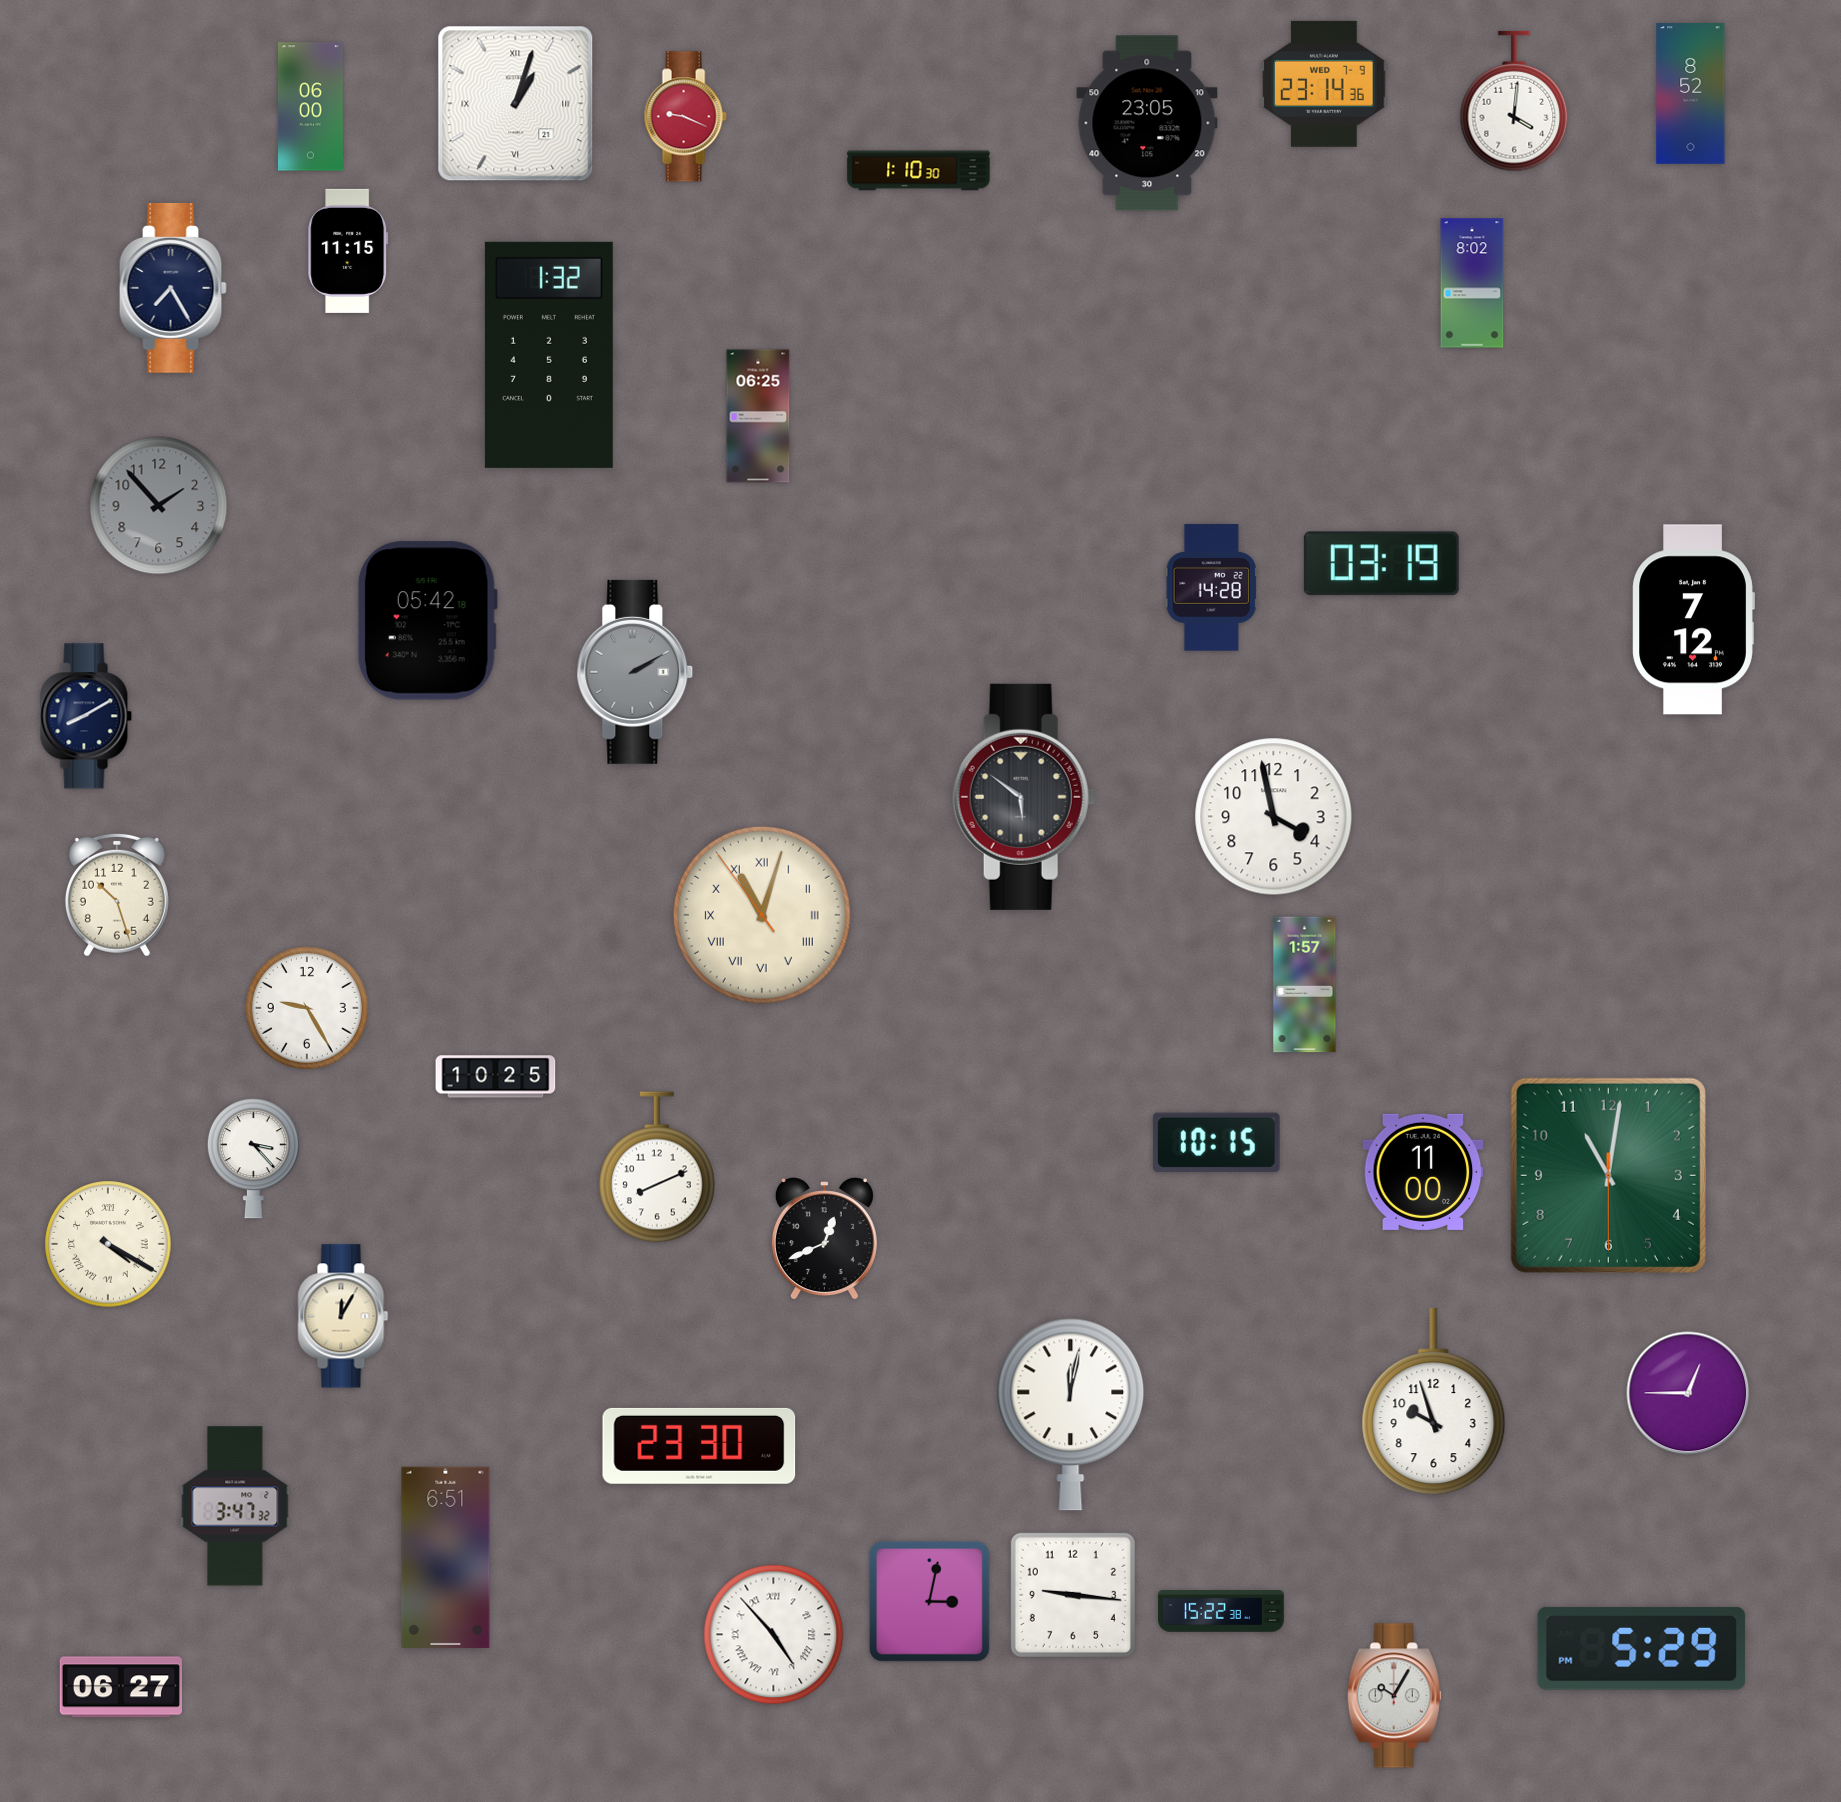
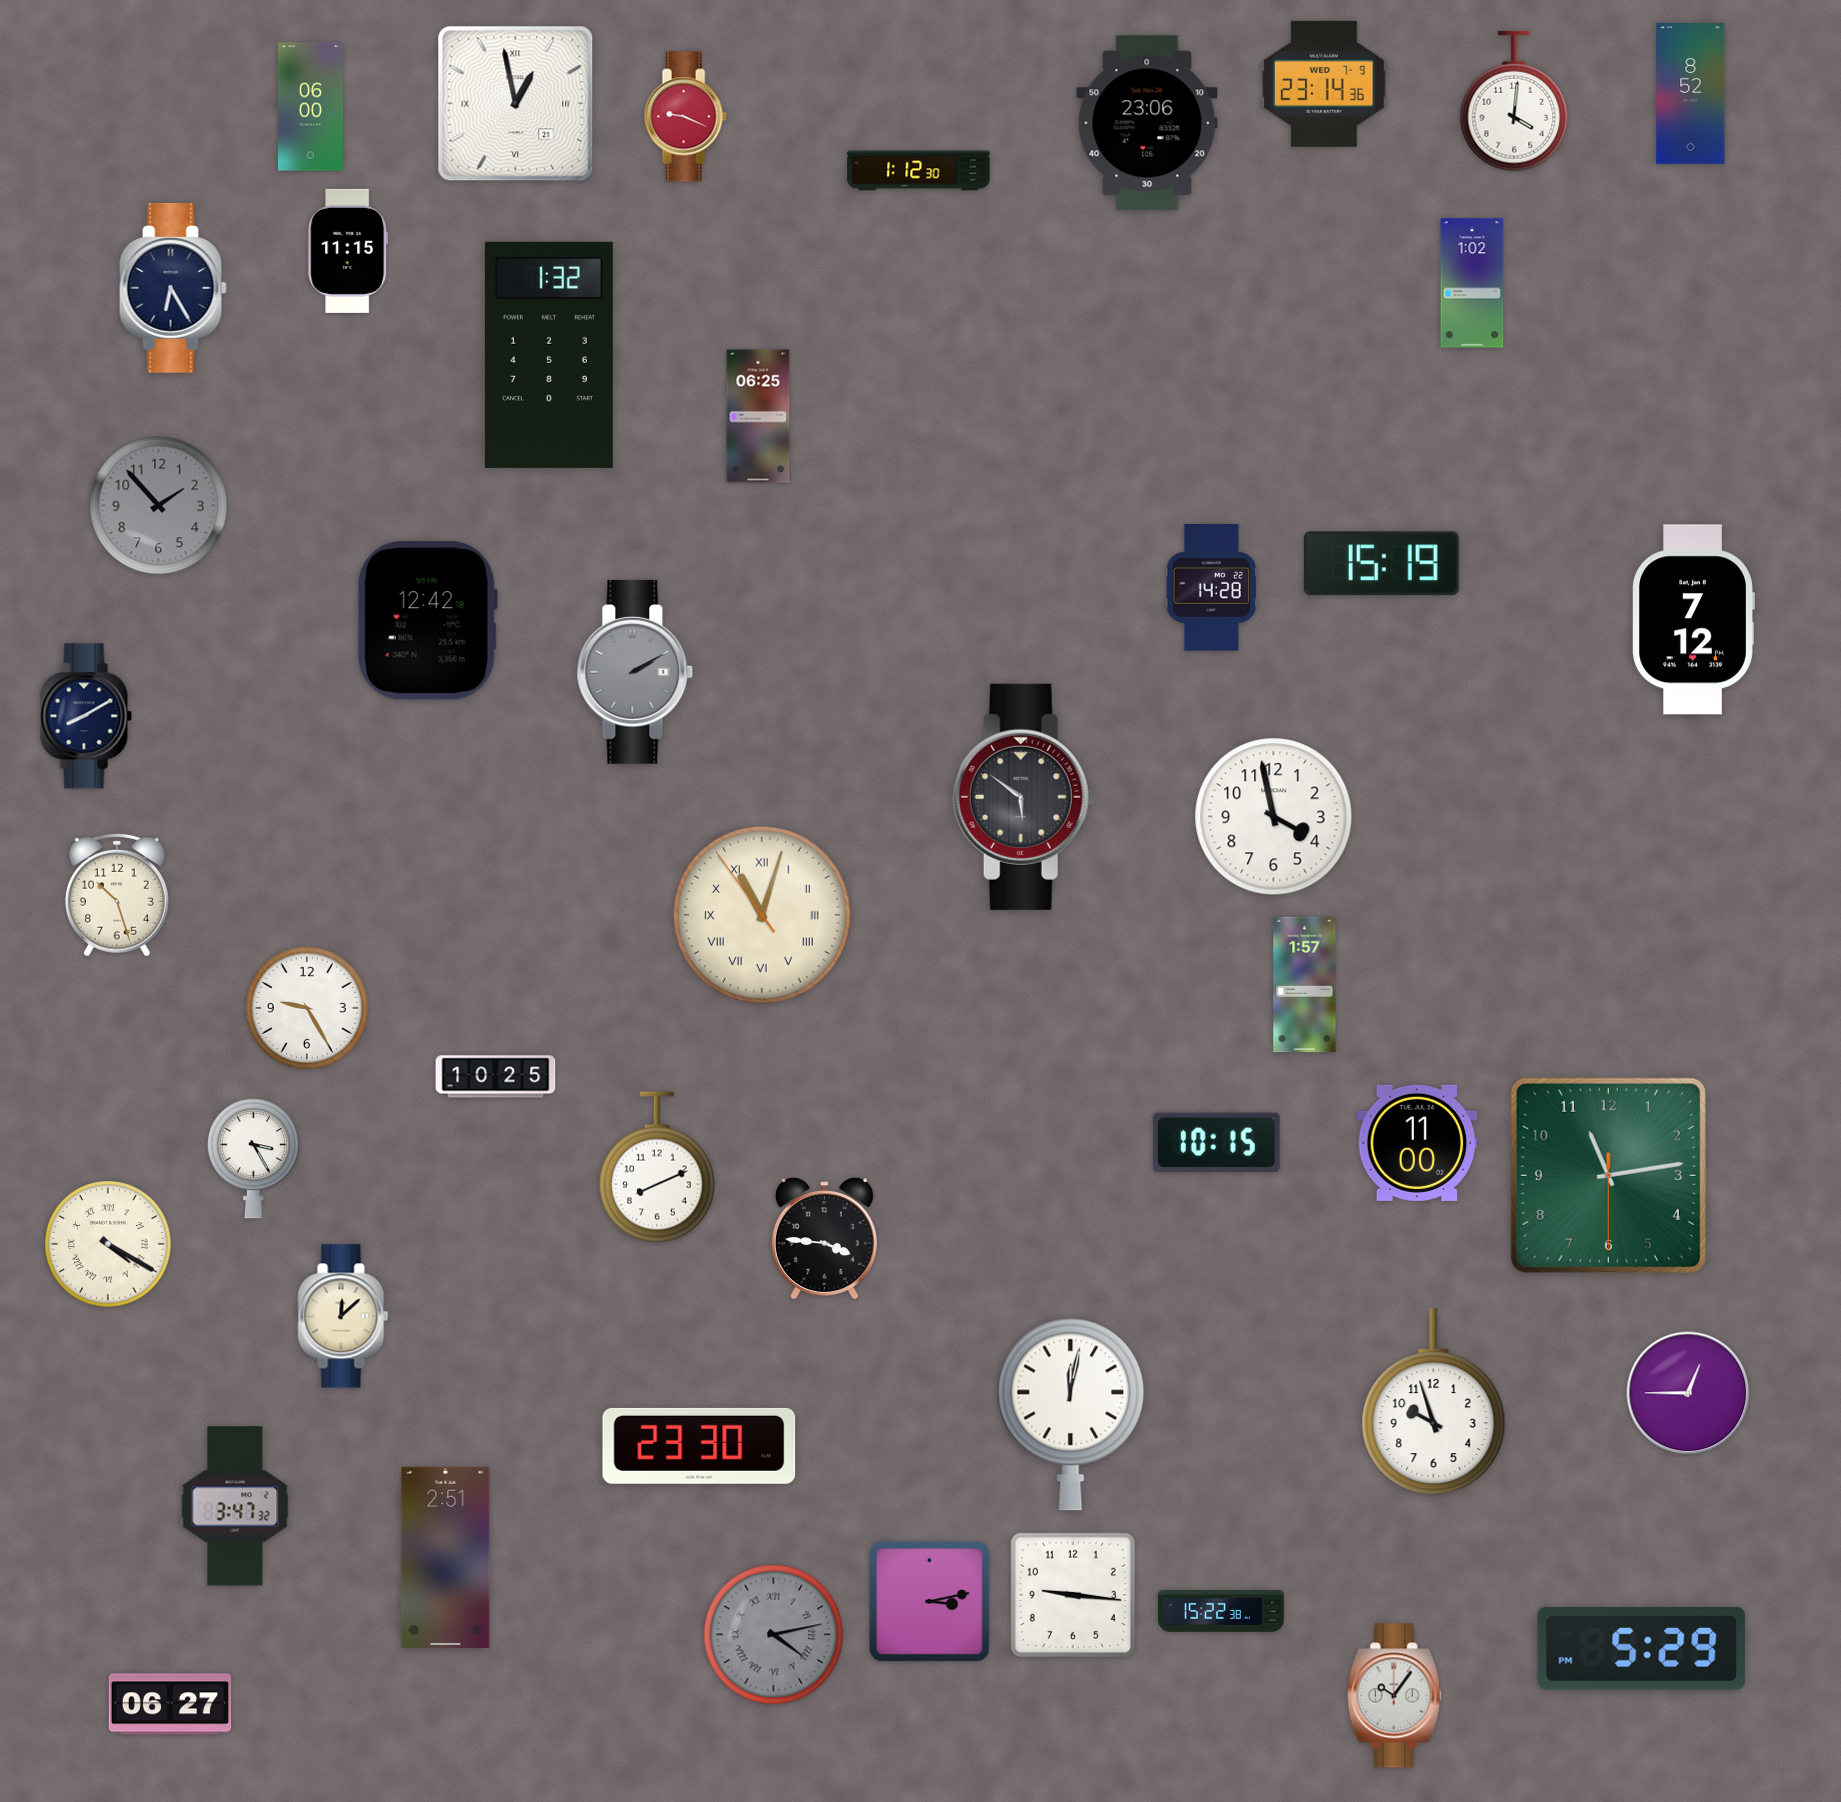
clock at (516, 104): 1:03 -> 12:58
clock at (1147, 123): 23:05 -> 23:06
clock at (919, 171): 1:10 -> 1:12
clock at (1472, 283): 8:02 -> 1:02
clock at (173, 288): 7:25 -> 6:25
clock at (1381, 564): 03:19 -> 15:19
clock at (427, 621): 05:42 -> 12:42
clock at (253, 1159): 3:23 -> 3:25
clock at (1423, 1172) position: (1423, 1172) -> (1417, 1143)
clock at (1608, 1175): 11:01 -> 11:13
clock at (824, 1238): 12:41 -> 3:46
clock at (343, 1316): 12:05 -> 12:08
clock at (446, 1557): 6:51 -> 2:51
clock at (929, 1601): 3:02 -> 3:13
clock at (774, 1635): 4:53 -> 4:13
clock at (774, 1635) dial: white -> grey
clock at (120, 1687) position: (120, 1687) -> (169, 1704)
clock at (1394, 1696): 10:05 -> 10:06
